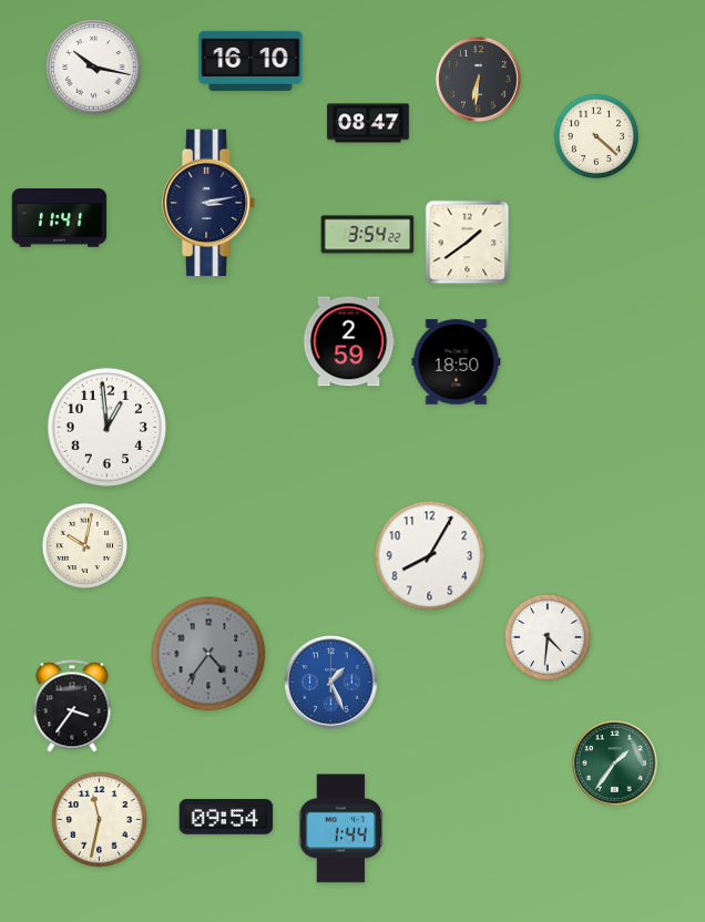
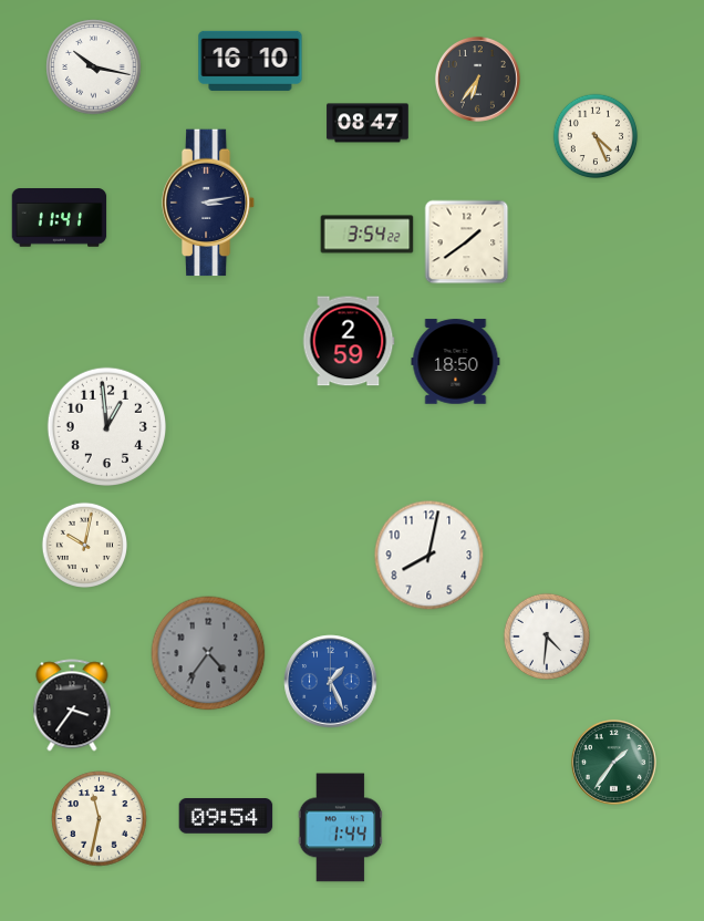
clock at (478, 79): 6:31 -> 6:36
clock at (596, 136): 4:22 -> 4:26
clock at (430, 556): 8:05 -> 8:02
